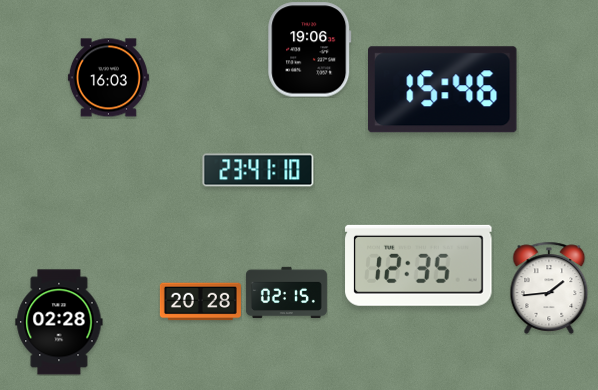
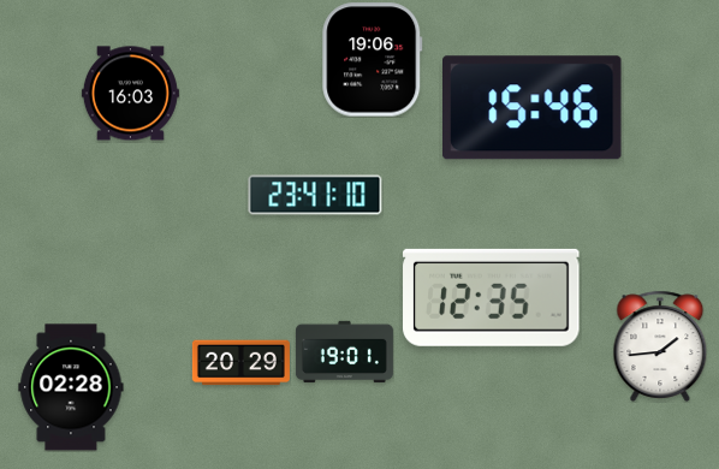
clock at (258, 170) position: (258, 170) -> (315, 195)
clock at (419, 265) position: (419, 265) -> (492, 297)
clock at (286, 293): 02:15 -> 19:01
clock at (200, 302): 20:28 -> 20:29
